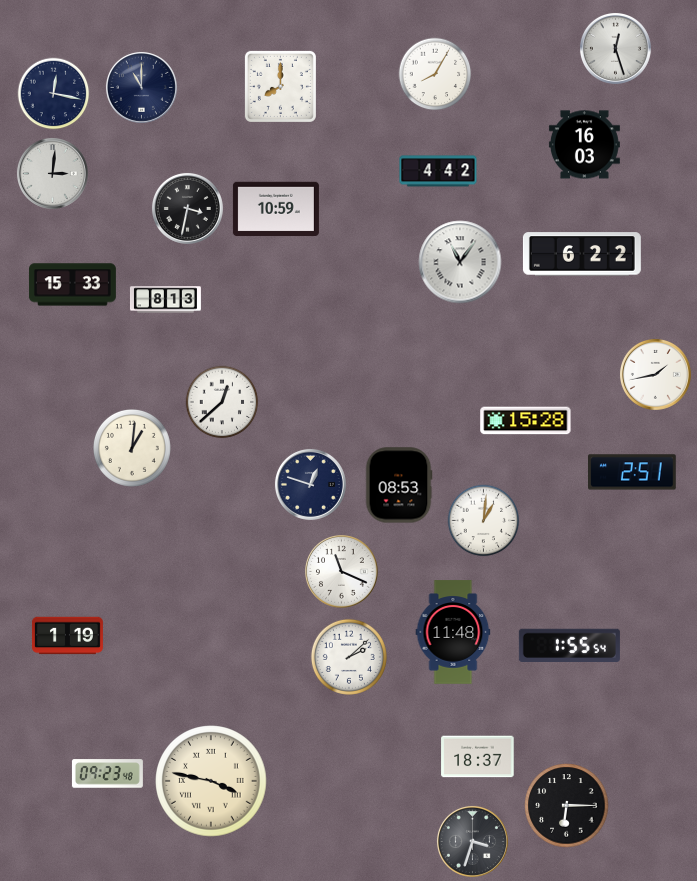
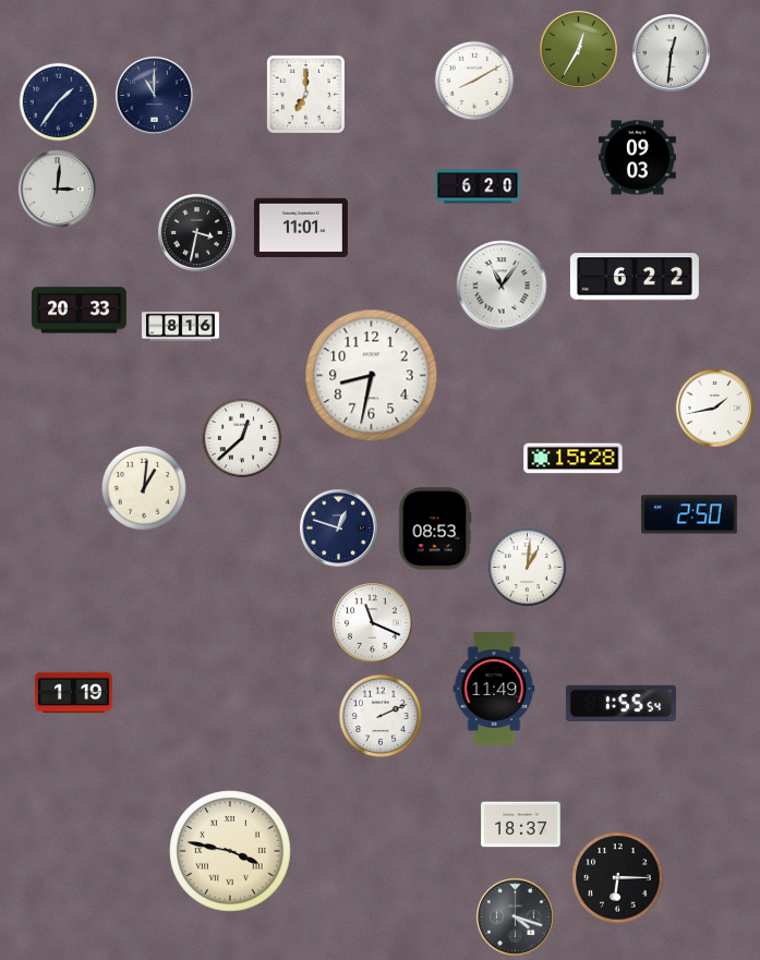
clock at (578, 49): none -> 12:35
clock at (615, 48): 12:27 -> 12:31
clock at (435, 74): 8:05 -> 8:10
clock at (280, 86): 8:00 -> 7:00
clock at (54, 94): 12:17 -> 1:36
clock at (584, 145): 16:03 -> 09:03
clock at (438, 171): 4:42 -> 6:20
clock at (187, 208) position: (187, 208) -> (196, 232)
clock at (276, 209): 10:59 -> 11:01
clock at (73, 285): 15:33 -> 20:33
clock at (165, 300): 8:13 -> 8:16
clock at (372, 376): none -> 8:32
clock at (632, 472): 2:51 -> 2:50
clock at (453, 632): 11:48 -> 11:49
clock at (349, 657): 2:08 -> 2:11
clock at (107, 774): 09:23 -> none
clock at (472, 841): 3:33 -> 4:18
